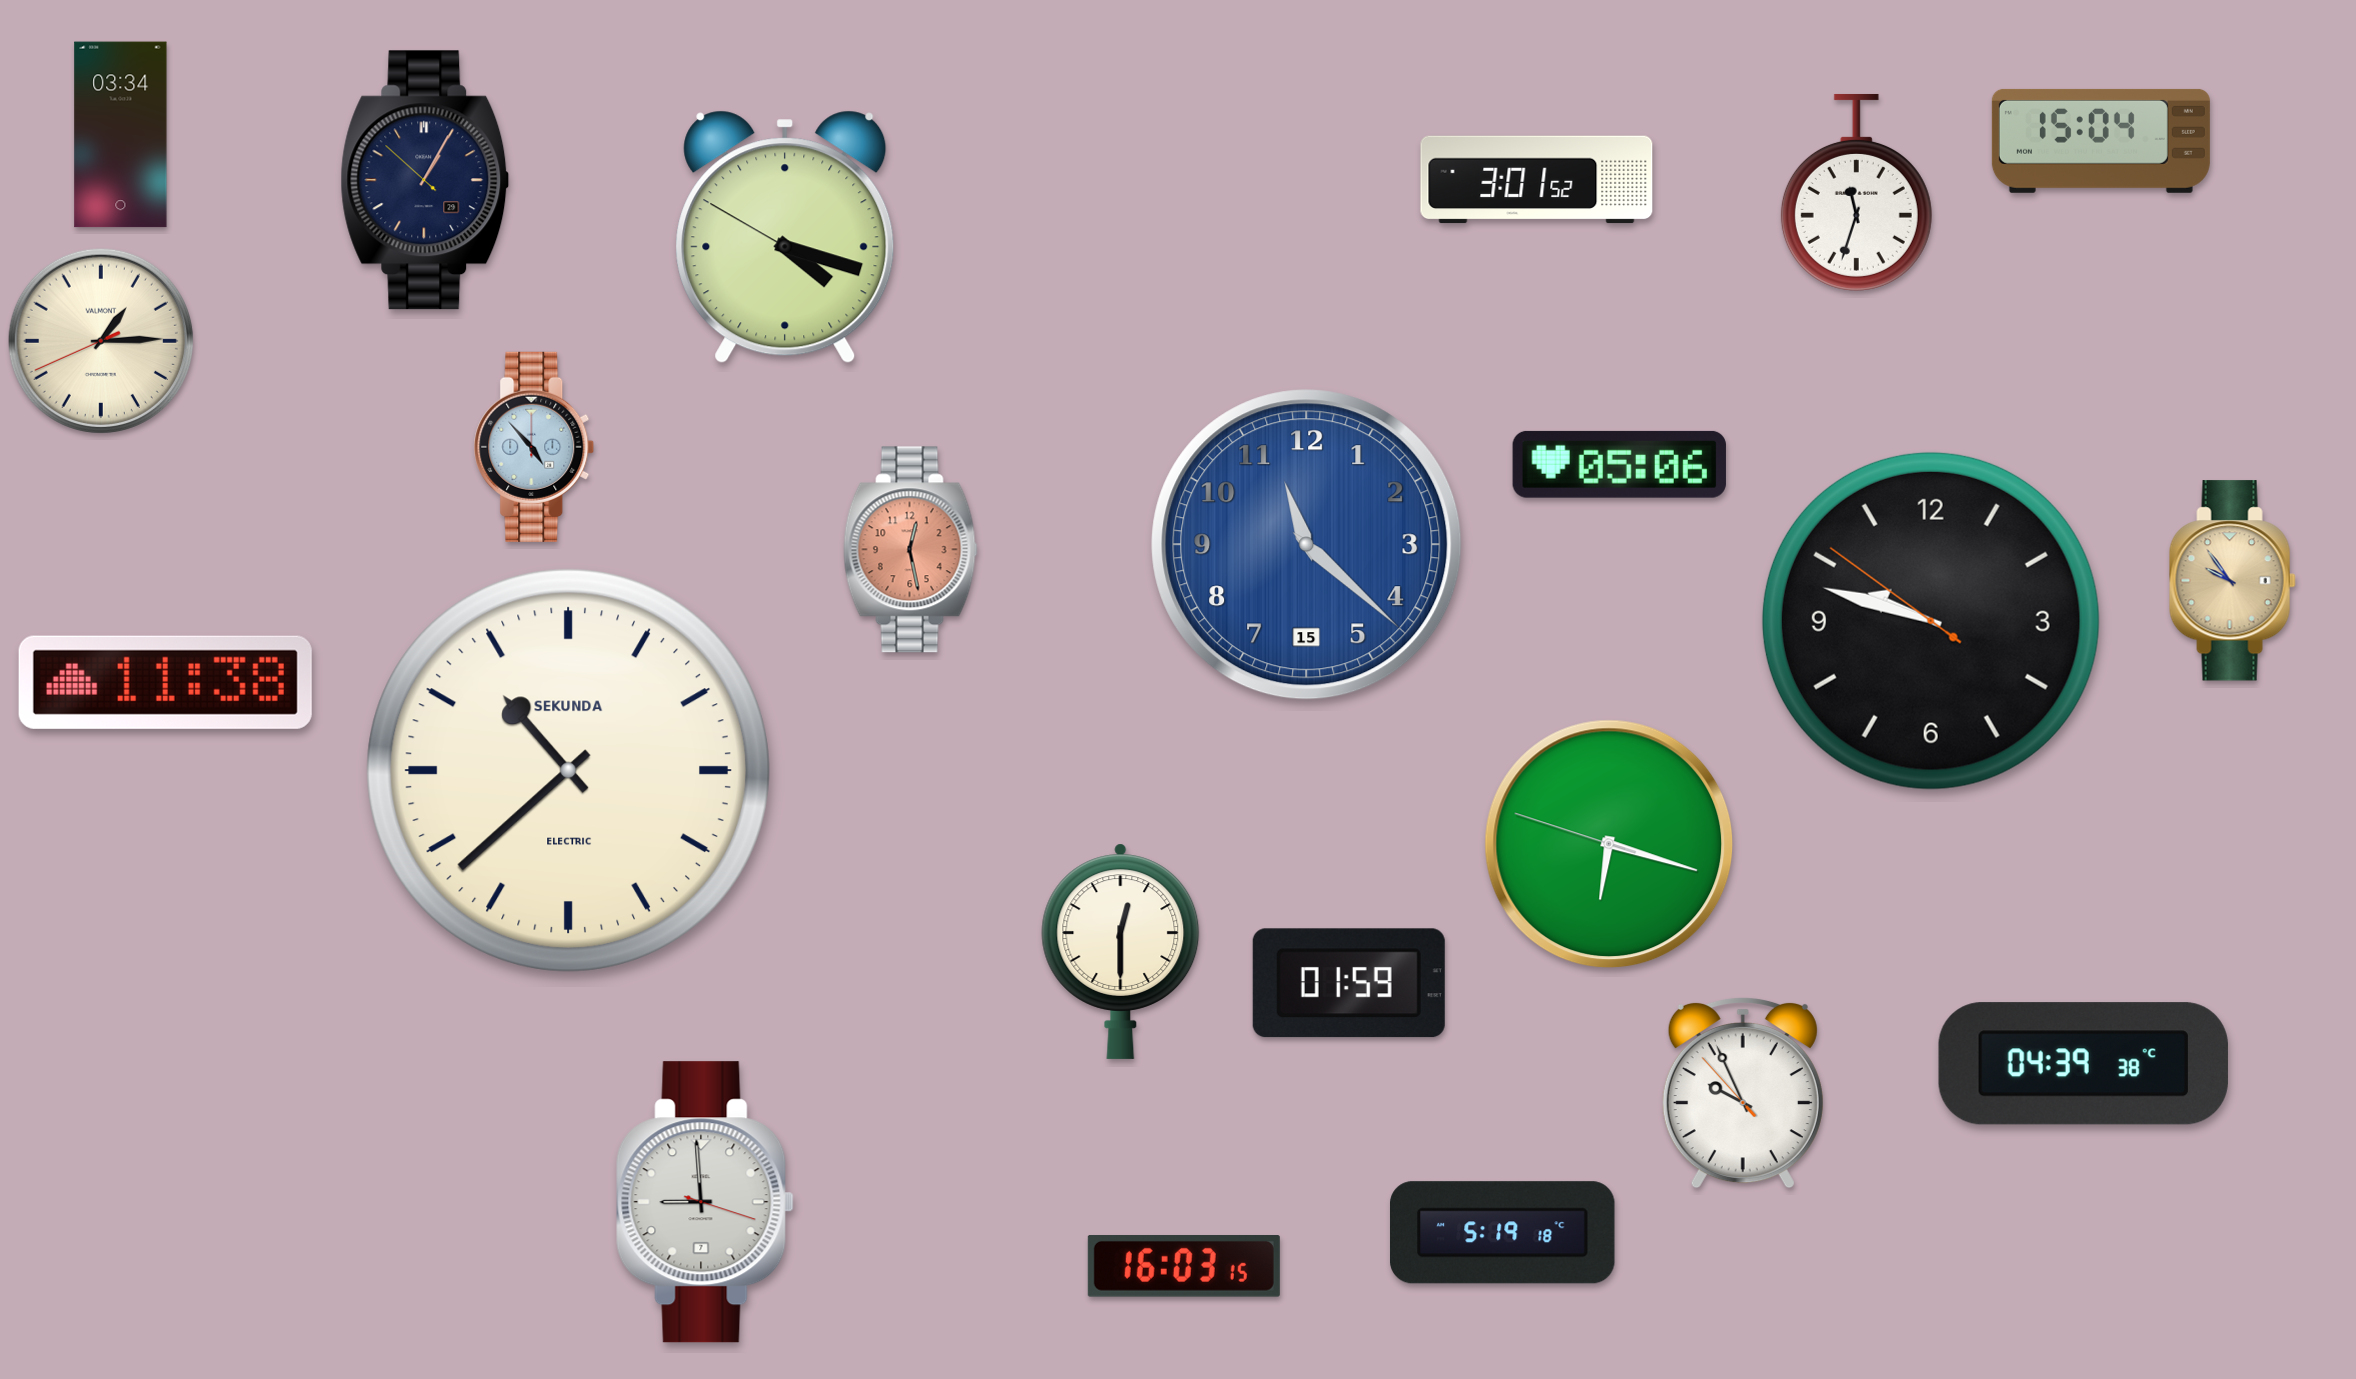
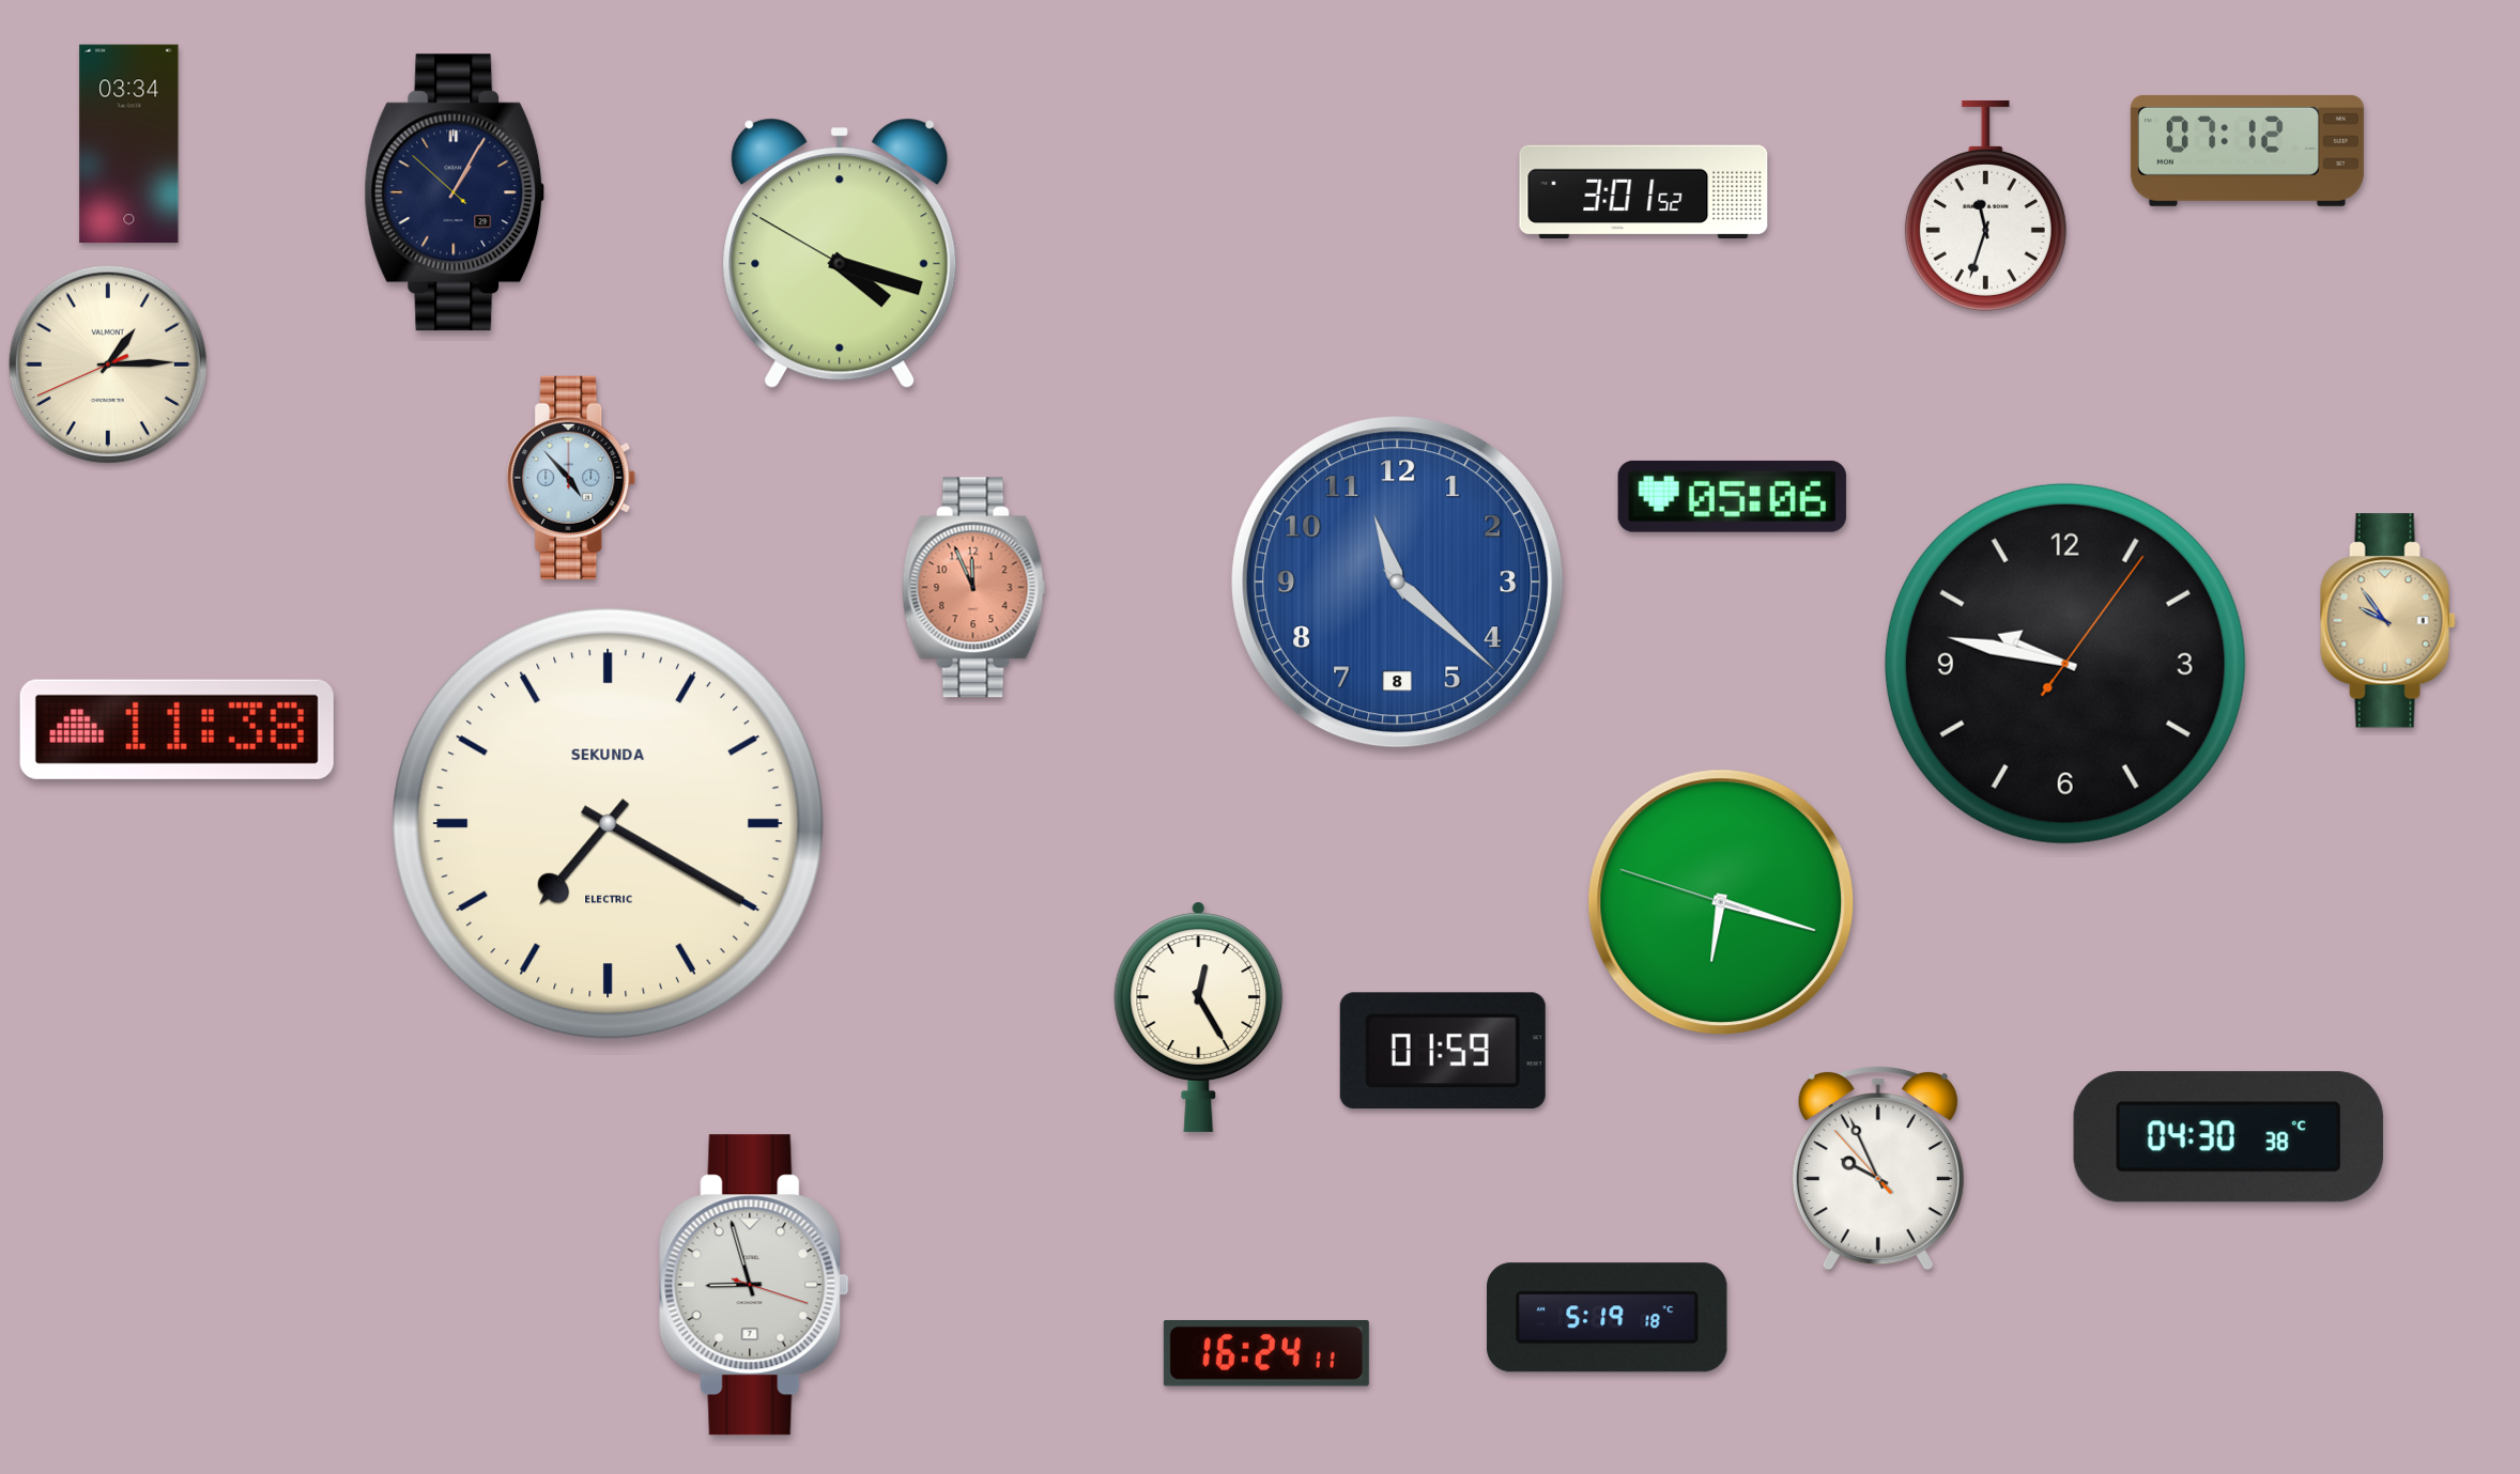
clock at (2101, 141): 15:04 -> 07:12
clock at (1307, 545) date: 15 -> 8
clock at (911, 550): 12:28 -> 11:56
clock at (1931, 621): 9:47:51 -> 9:47:06
clock at (568, 770): 10:38 -> 7:20
clock at (1121, 951): 12:30 -> 12:25
clock at (2083, 1064): 04:39 -> 04:30
clock at (1743, 1093) position: (1743, 1093) -> (1878, 1168)
clock at (705, 1202): 8:59 -> 8:57
clock at (1184, 1267): 16:03 -> 16:24
